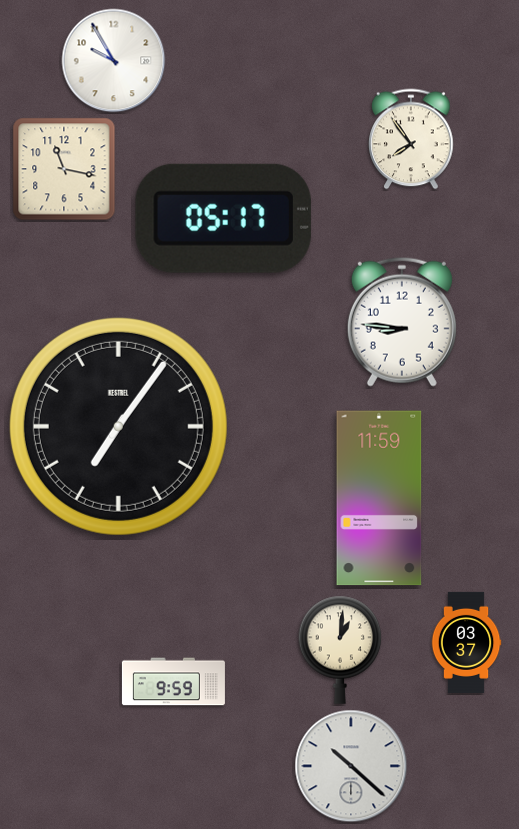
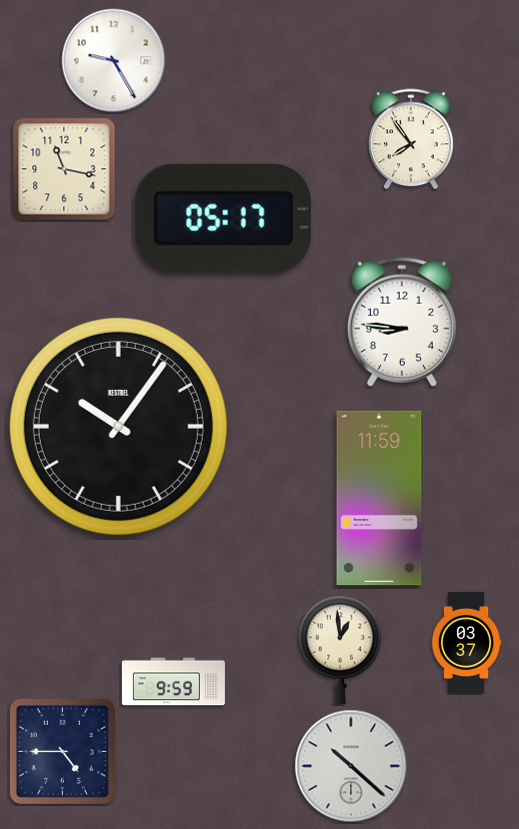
clock at (114, 61): 9:55 -> 9:25
clock at (118, 426): 7:06 -> 10:06
clock at (340, 650): 1:01 -> 12:59
clock at (62, 751): none -> 4:45
